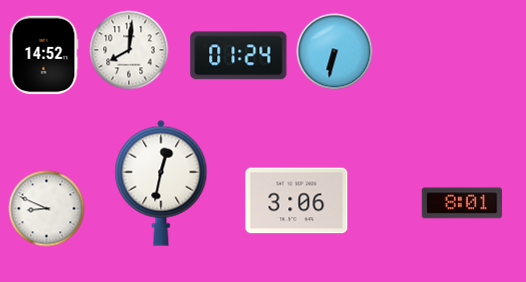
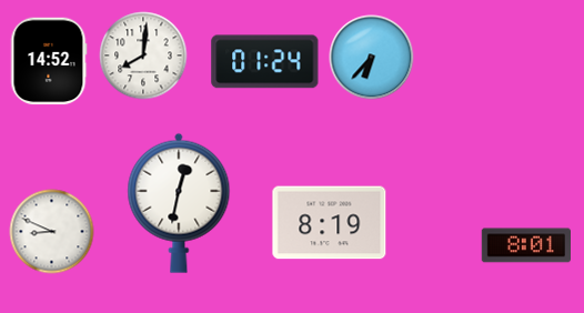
clock at (335, 52): 6:32 -> 6:37
clock at (297, 201): 3:06 -> 8:19
clock at (461, 203) position: (461, 203) -> (525, 245)
